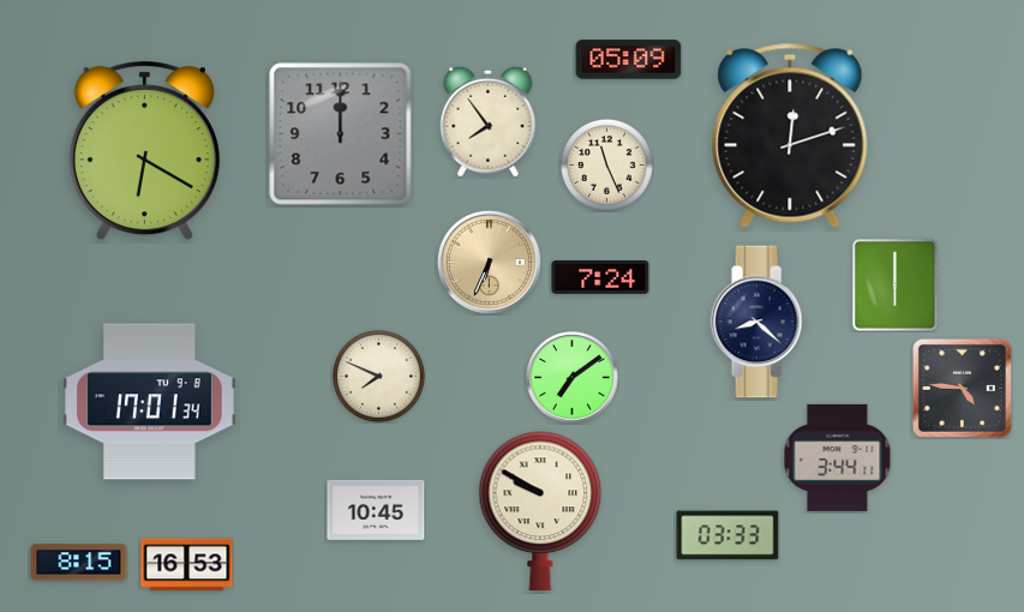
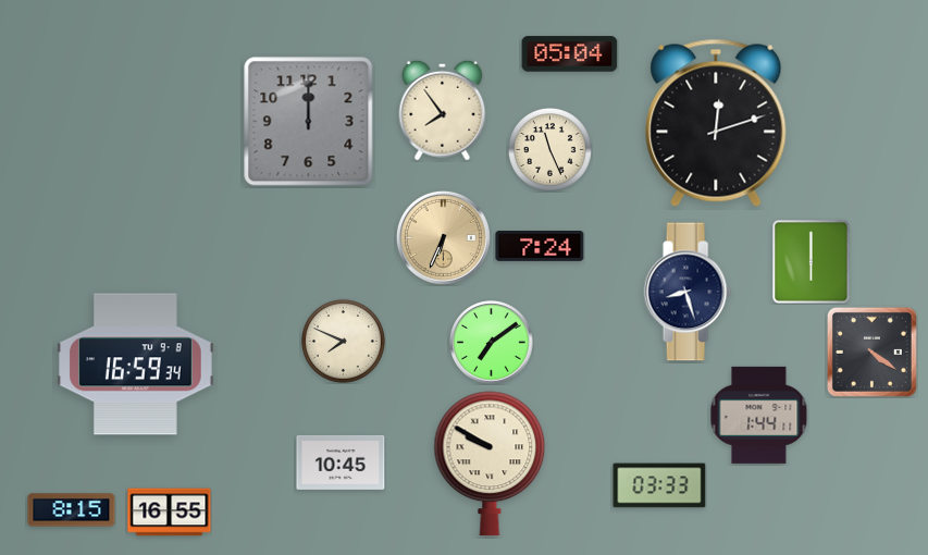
clock at (629, 60): 05:09 -> 05:04
clock at (144, 151): 6:20 -> none
clock at (600, 277) position: (600, 277) -> (540, 246)
clock at (896, 286) position: (896, 286) -> (812, 262)
clock at (759, 322): 8:22 -> 8:27
clock at (573, 378) position: (573, 378) -> (492, 343)
clock at (962, 388): 4:46 -> 4:21
clock at (150, 402): 17:01 -> 16:59
clock at (838, 457): 3:44 -> 1:44
clock at (187, 565): 16:53 -> 16:55
